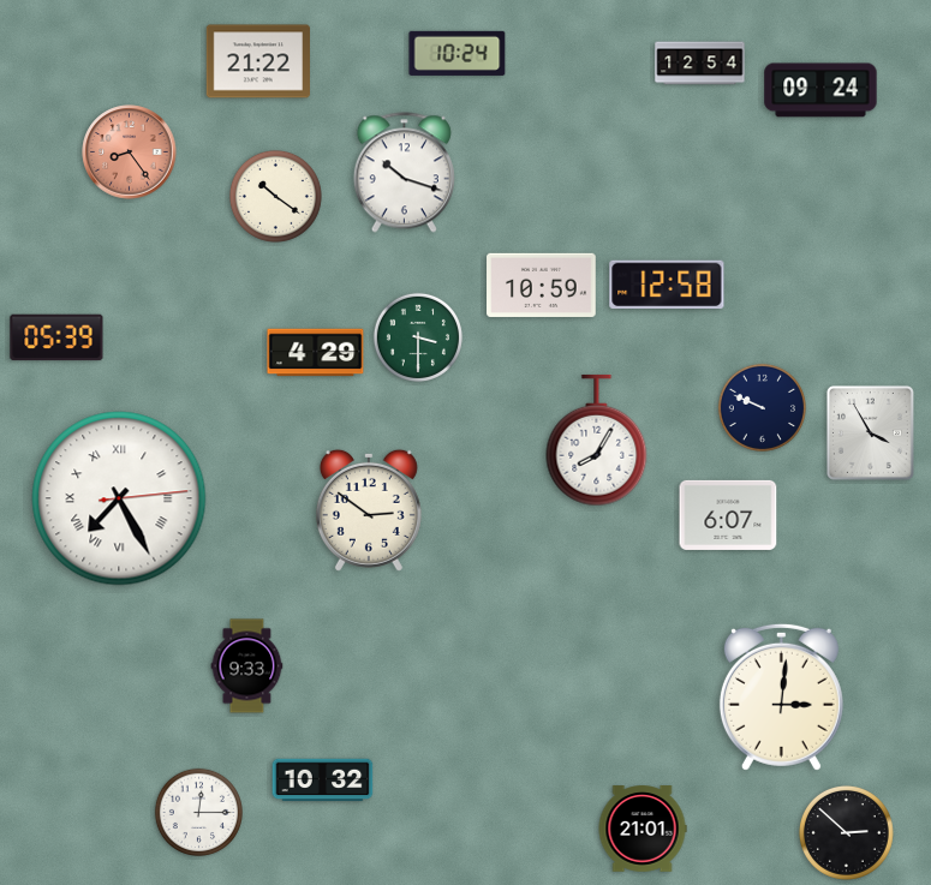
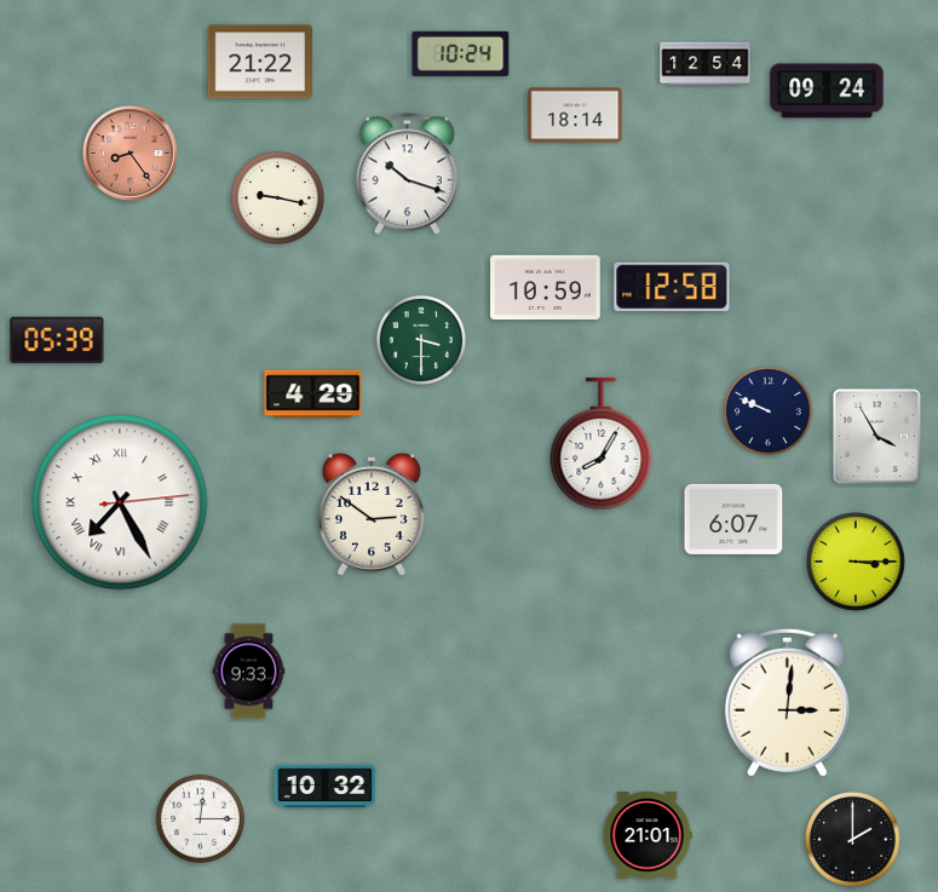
clock at (575, 115): none -> 18:14
clock at (275, 196): 10:21 -> 9:17
clock at (316, 353) position: (316, 353) -> (313, 395)
clock at (856, 562): none -> 3:15
clock at (846, 832): 2:52 -> 2:00
